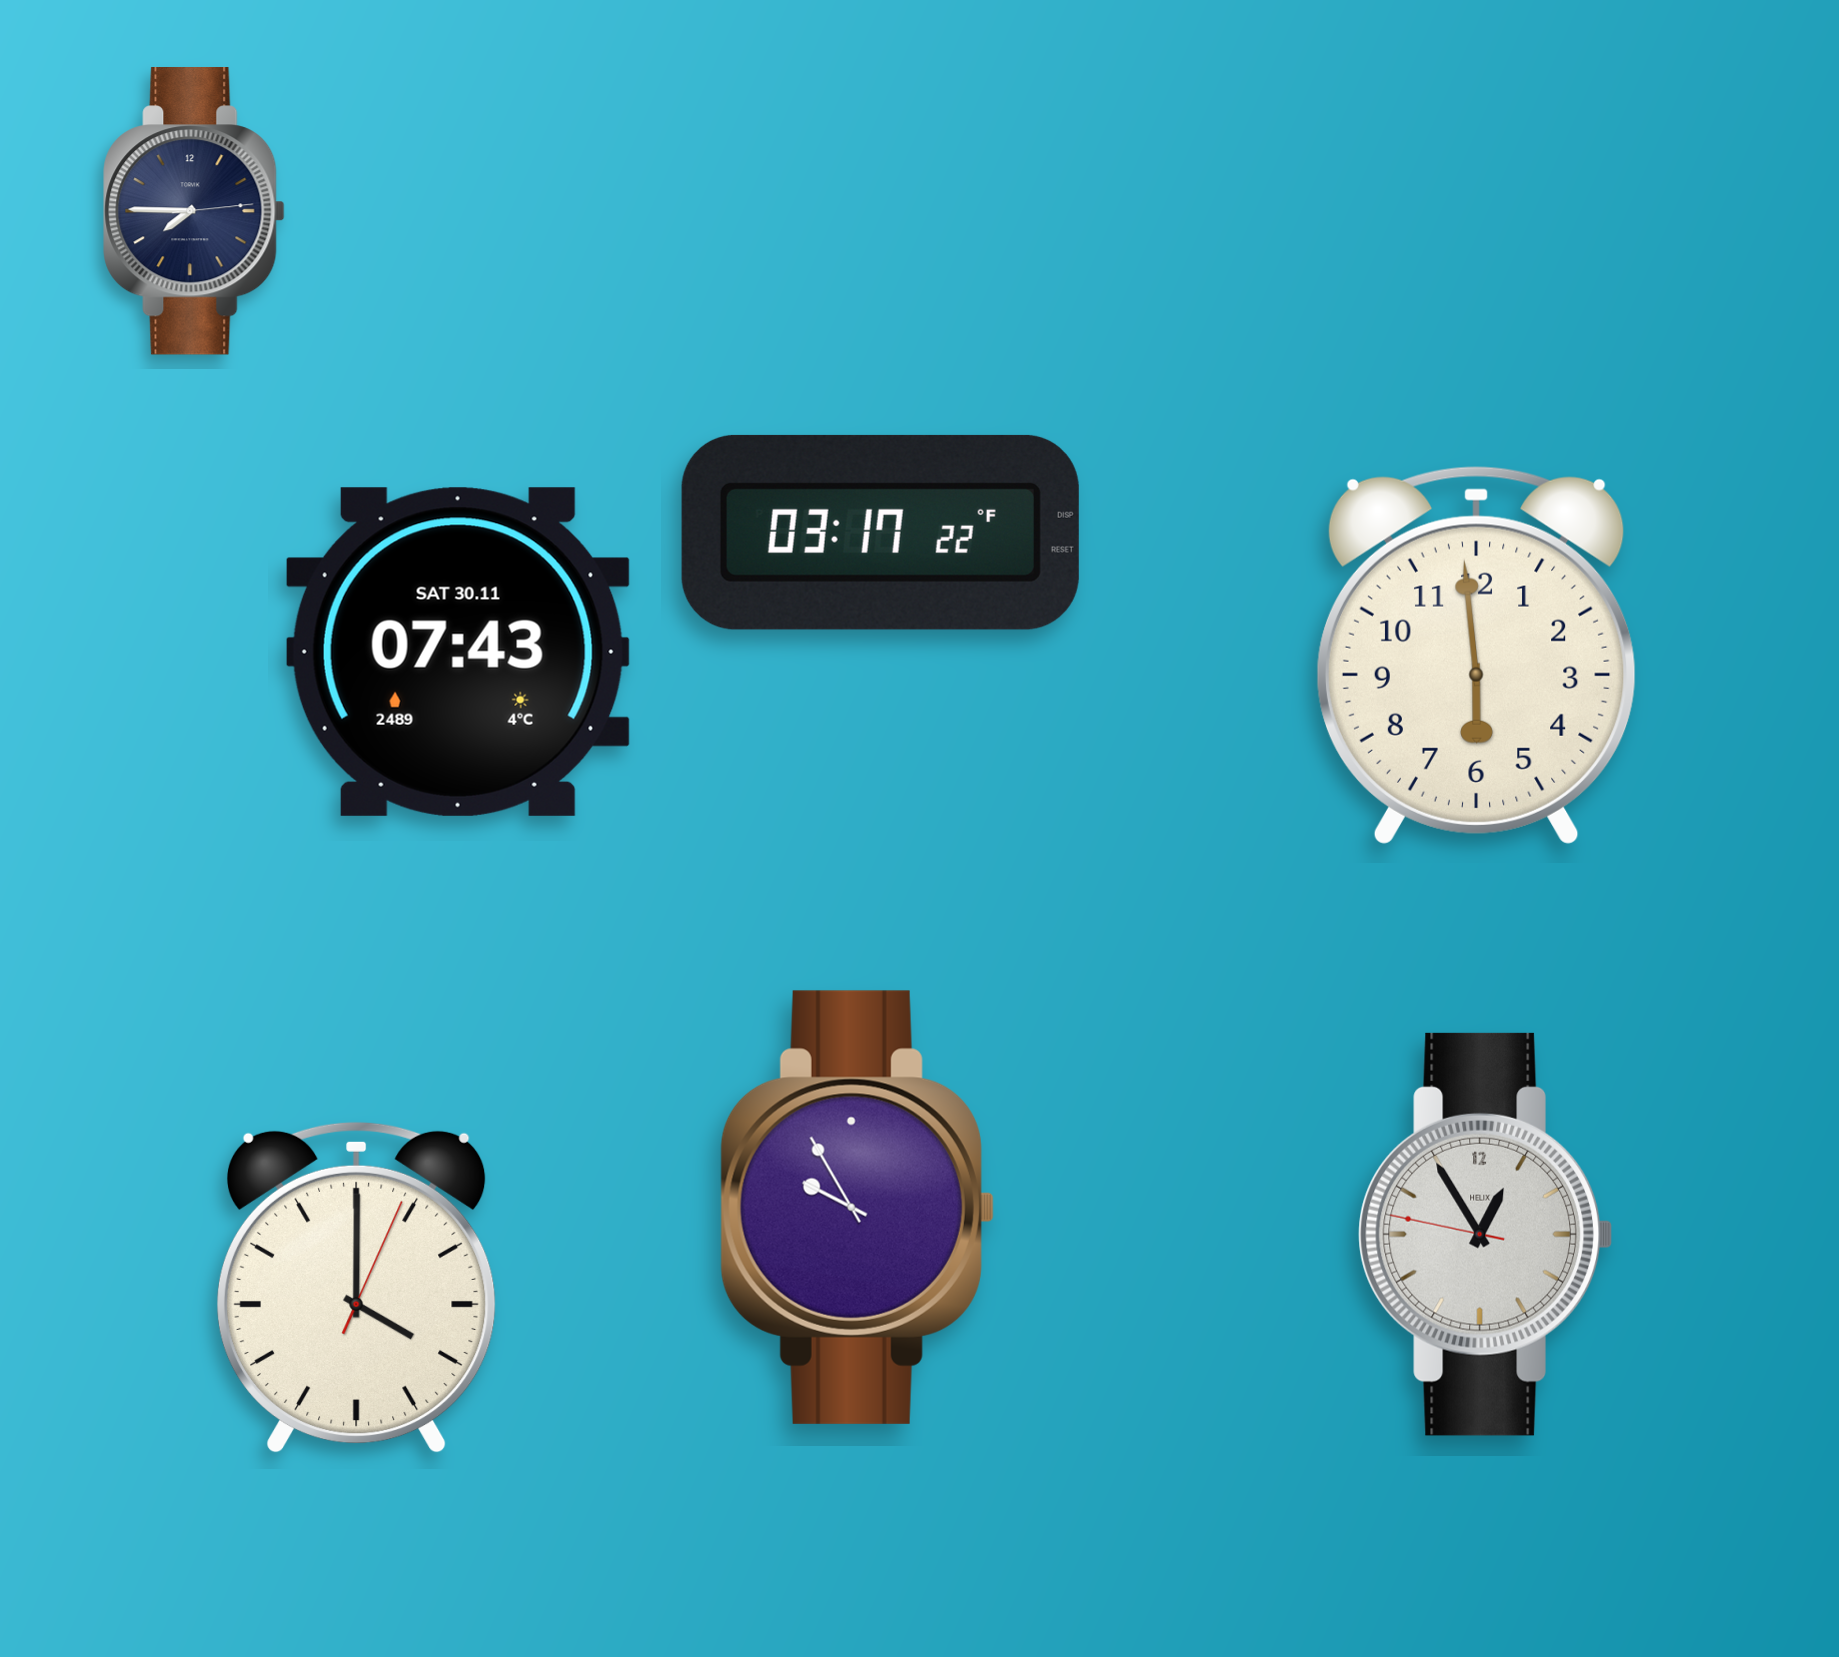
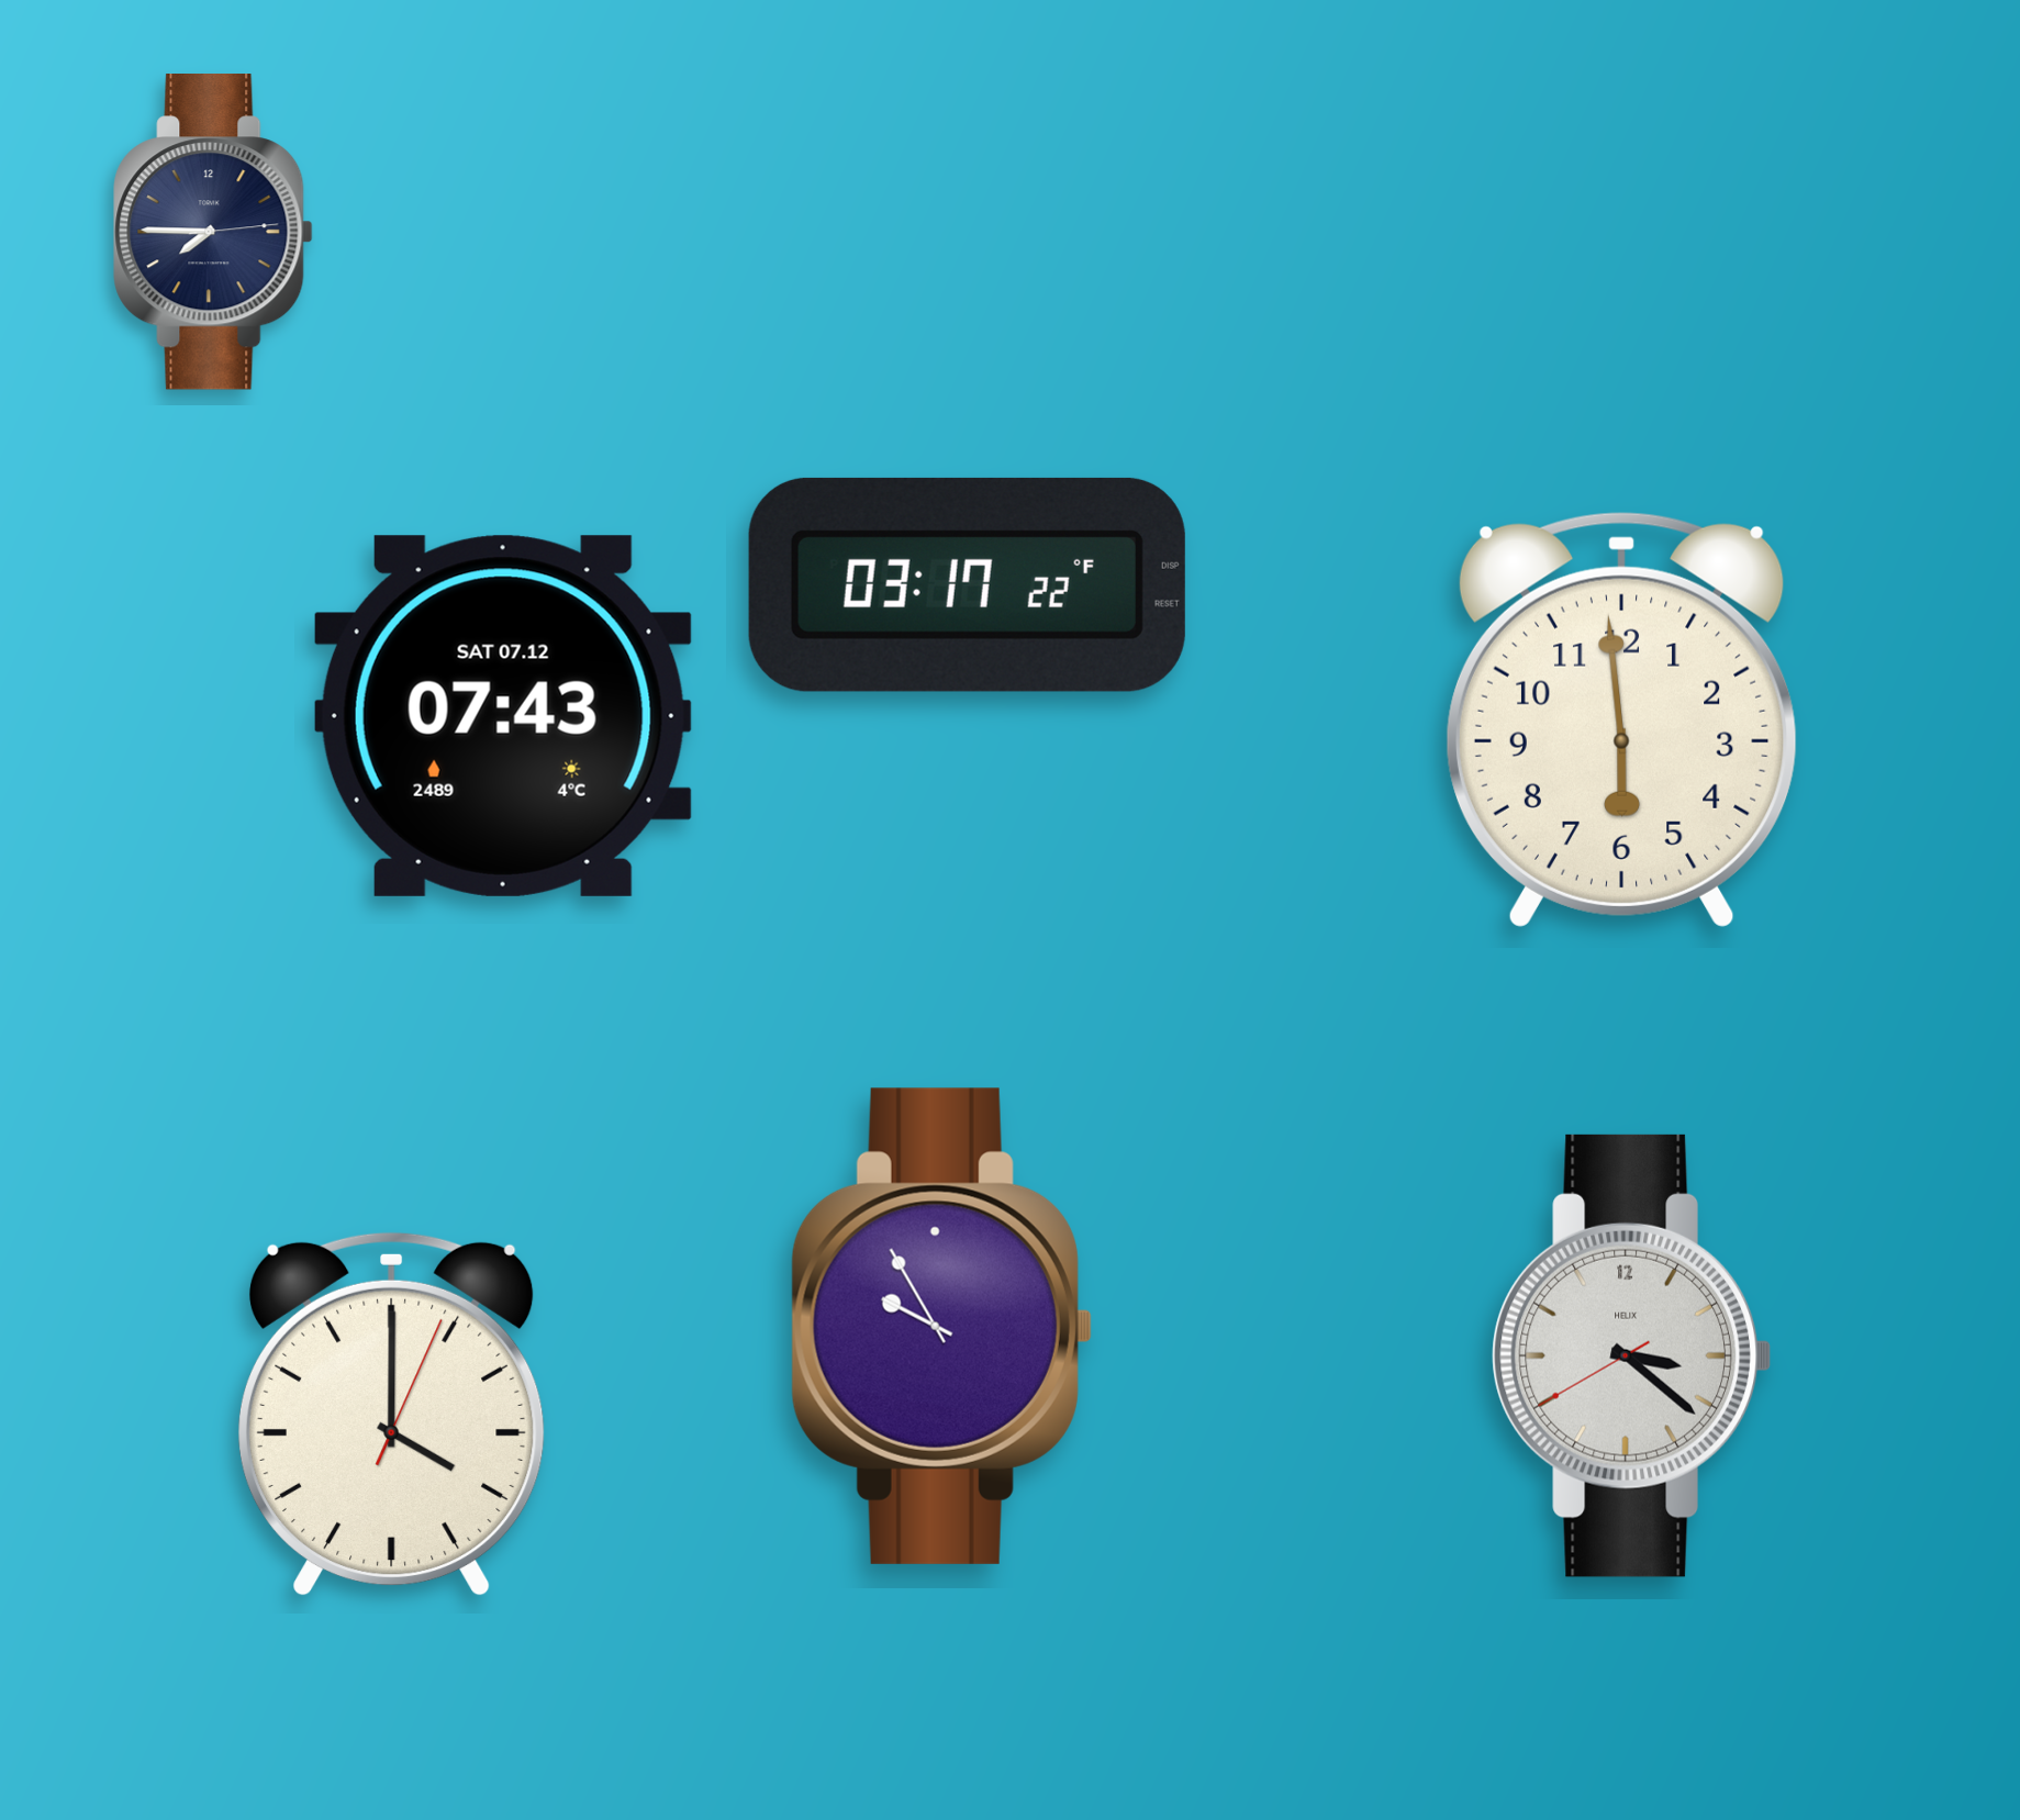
clock at (458, 652) date: SAT 30.11 -> SAT 07.12
clock at (1485, 1234): 12:54 -> 3:21
